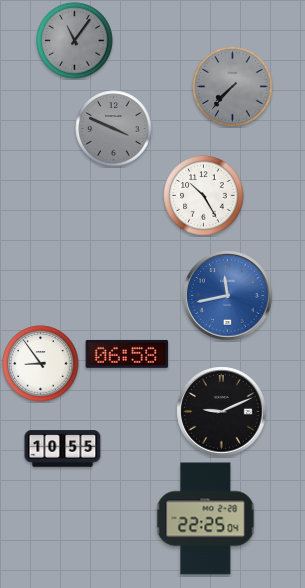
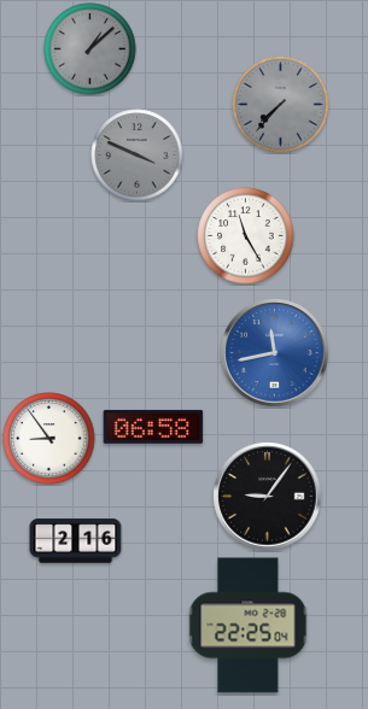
clock at (75, 41): 11:06 -> 1:08
clock at (204, 196): 10:25 -> 11:25
clock at (228, 296) position: (228, 296) -> (275, 353)
clock at (222, 412): 9:11 -> 9:06
clock at (63, 449): 10:55 -> 2:16
